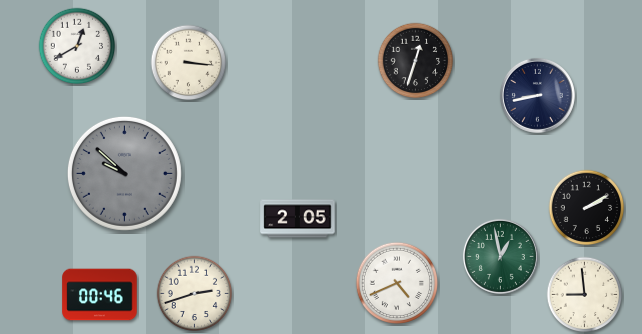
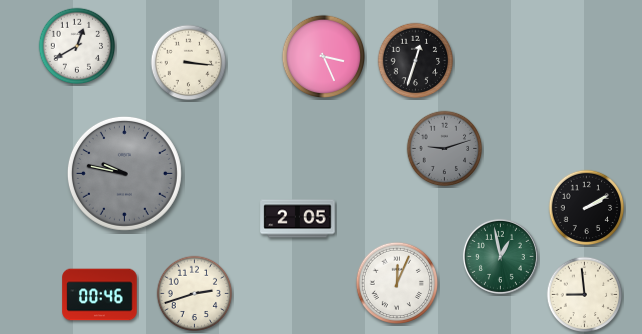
clock at (323, 56): none -> 3:26
clock at (537, 95): 8:43 -> none
clock at (445, 149): none -> 9:12
clock at (124, 173): 9:52 -> 9:47
clock at (397, 283): 4:41 -> 12:04
